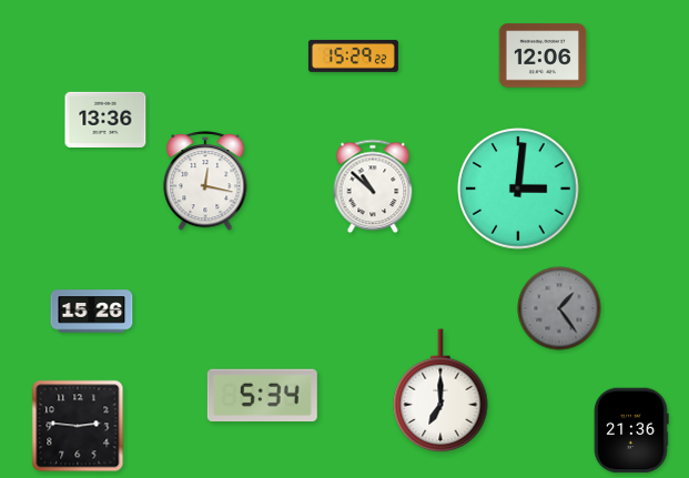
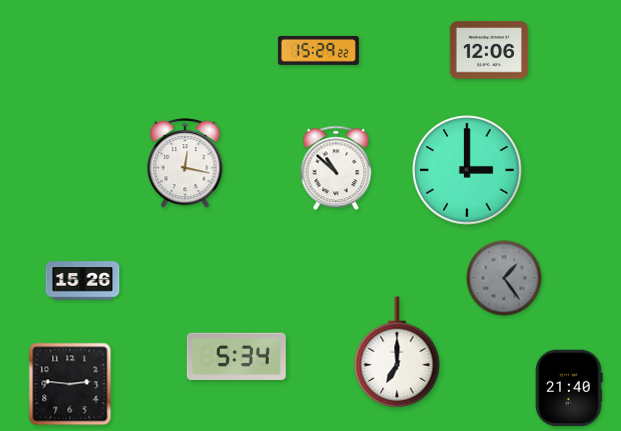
clock at (105, 119): 13:36 -> none
clock at (518, 189): 3:01 -> 3:00
clock at (631, 430): 21:36 -> 21:40
